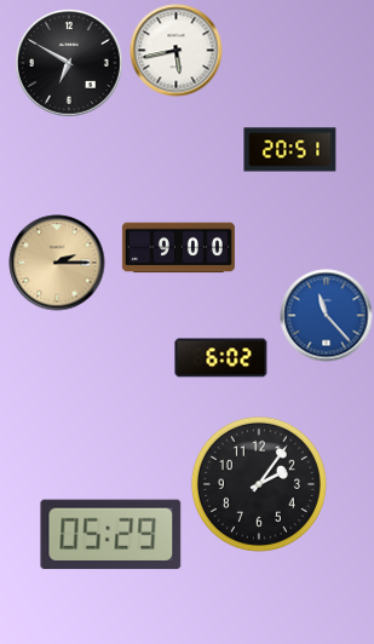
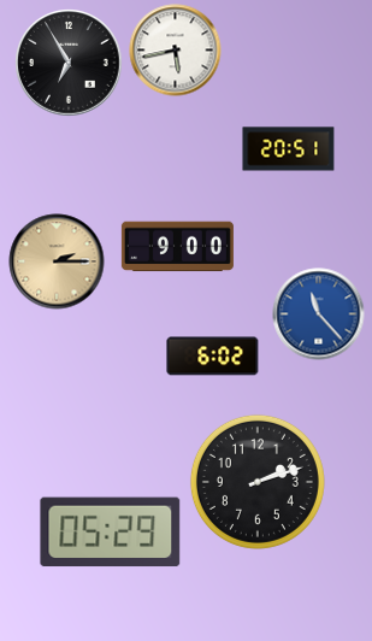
clock at (69, 63): 6:50 -> 6:55
clock at (327, 316) position: (327, 316) -> (319, 314)
clock at (221, 358) position: (221, 358) -> (213, 357)
clock at (259, 484): 2:06 -> 2:12
